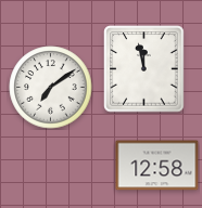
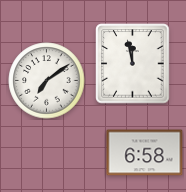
clock at (157, 166): 12:58 -> 6:58
